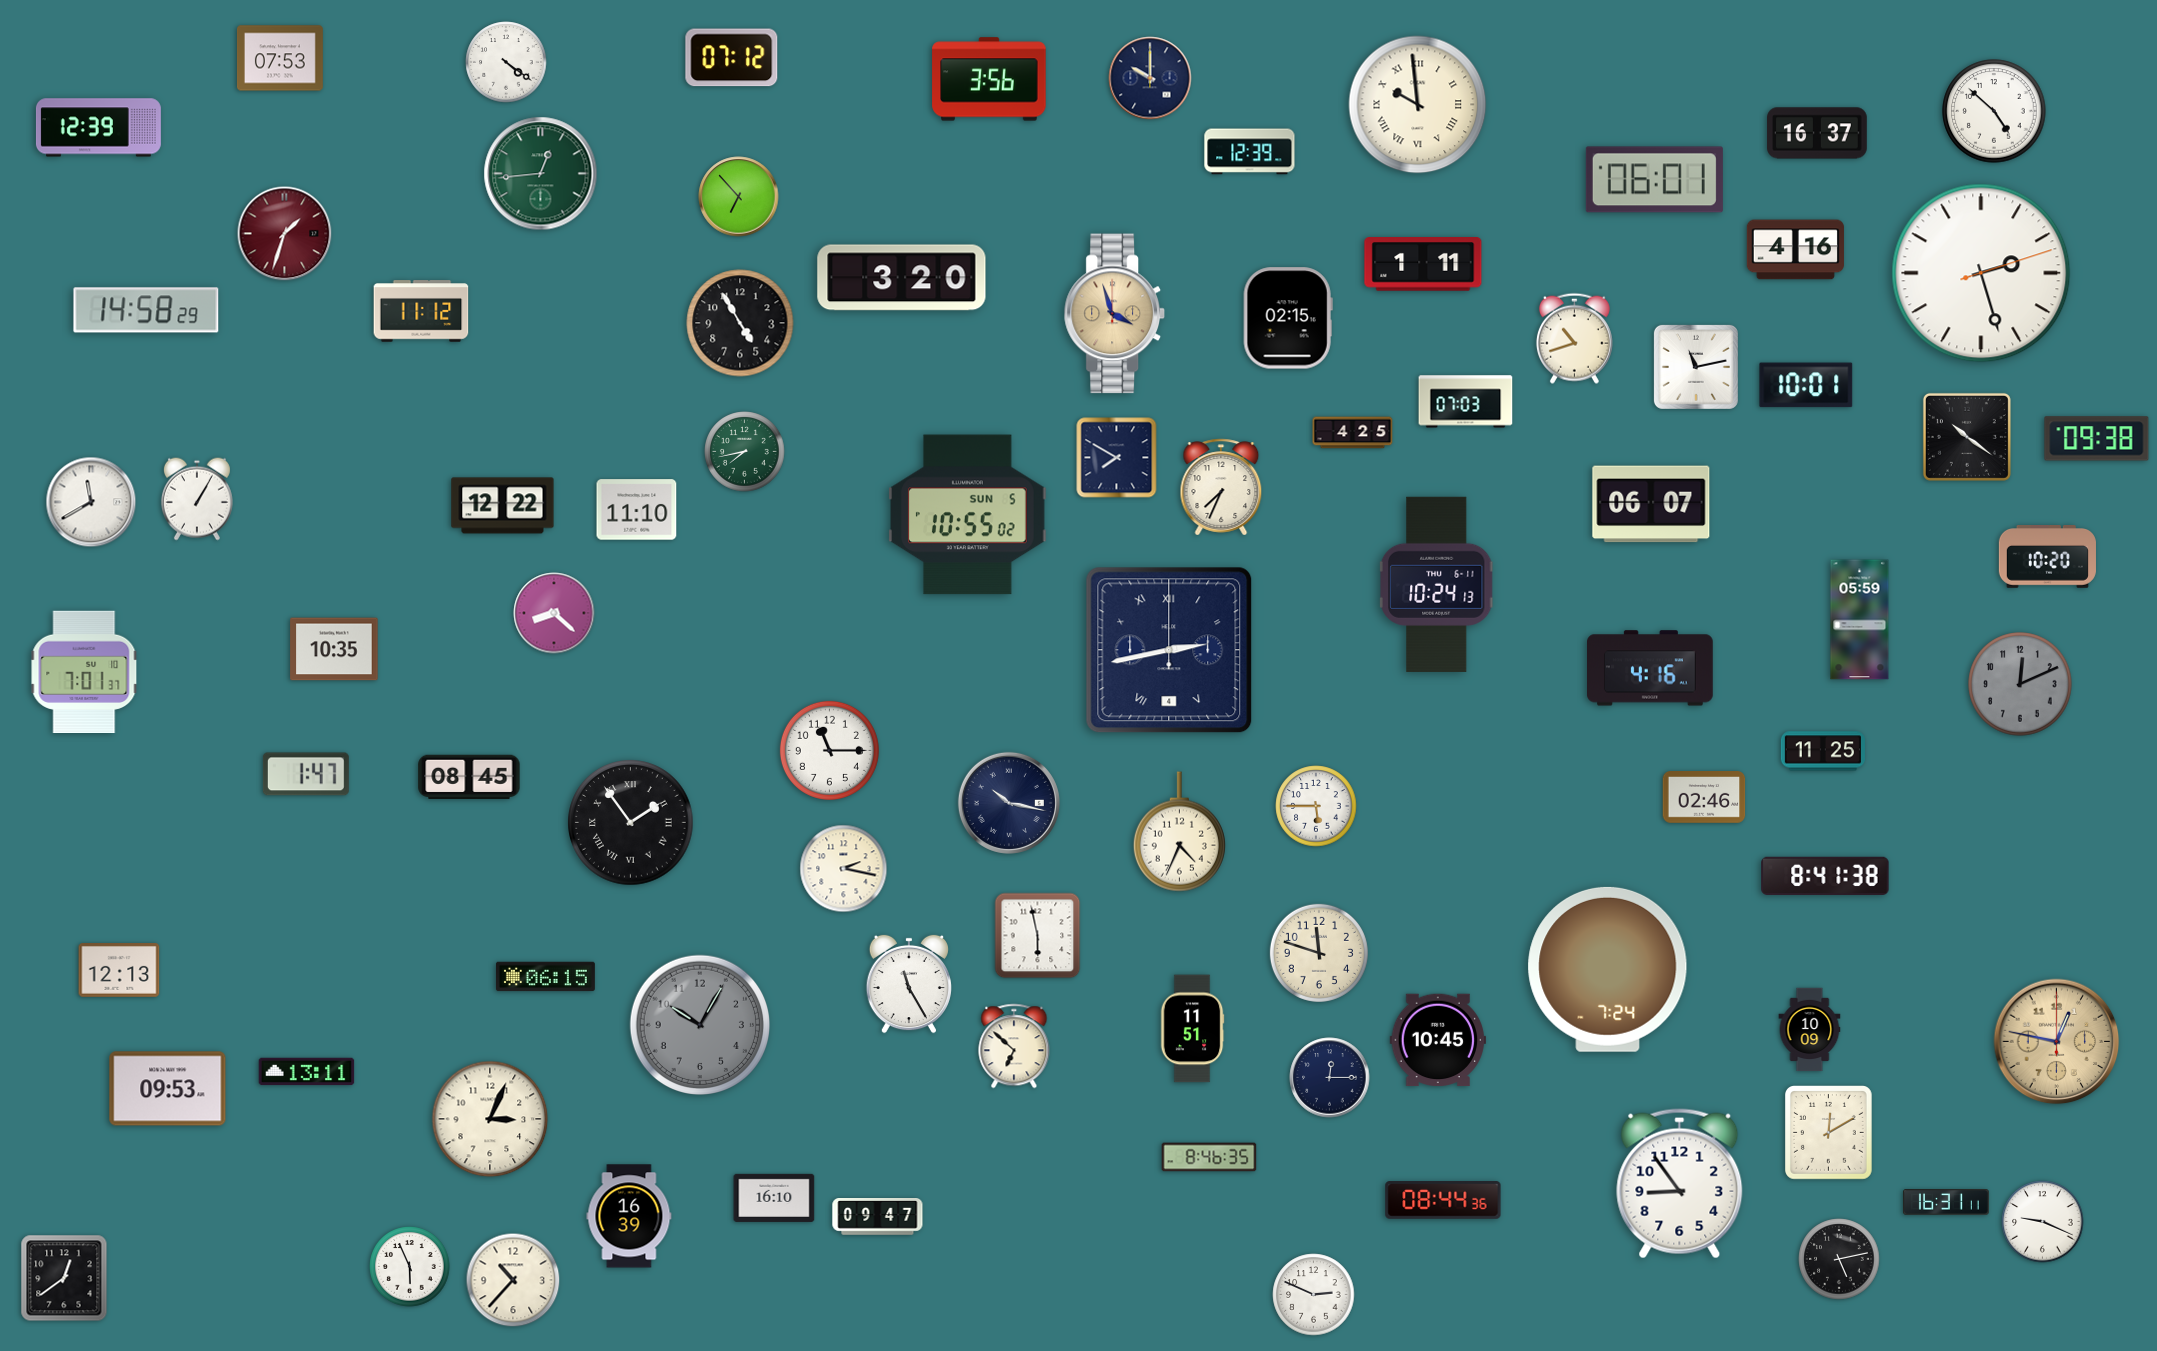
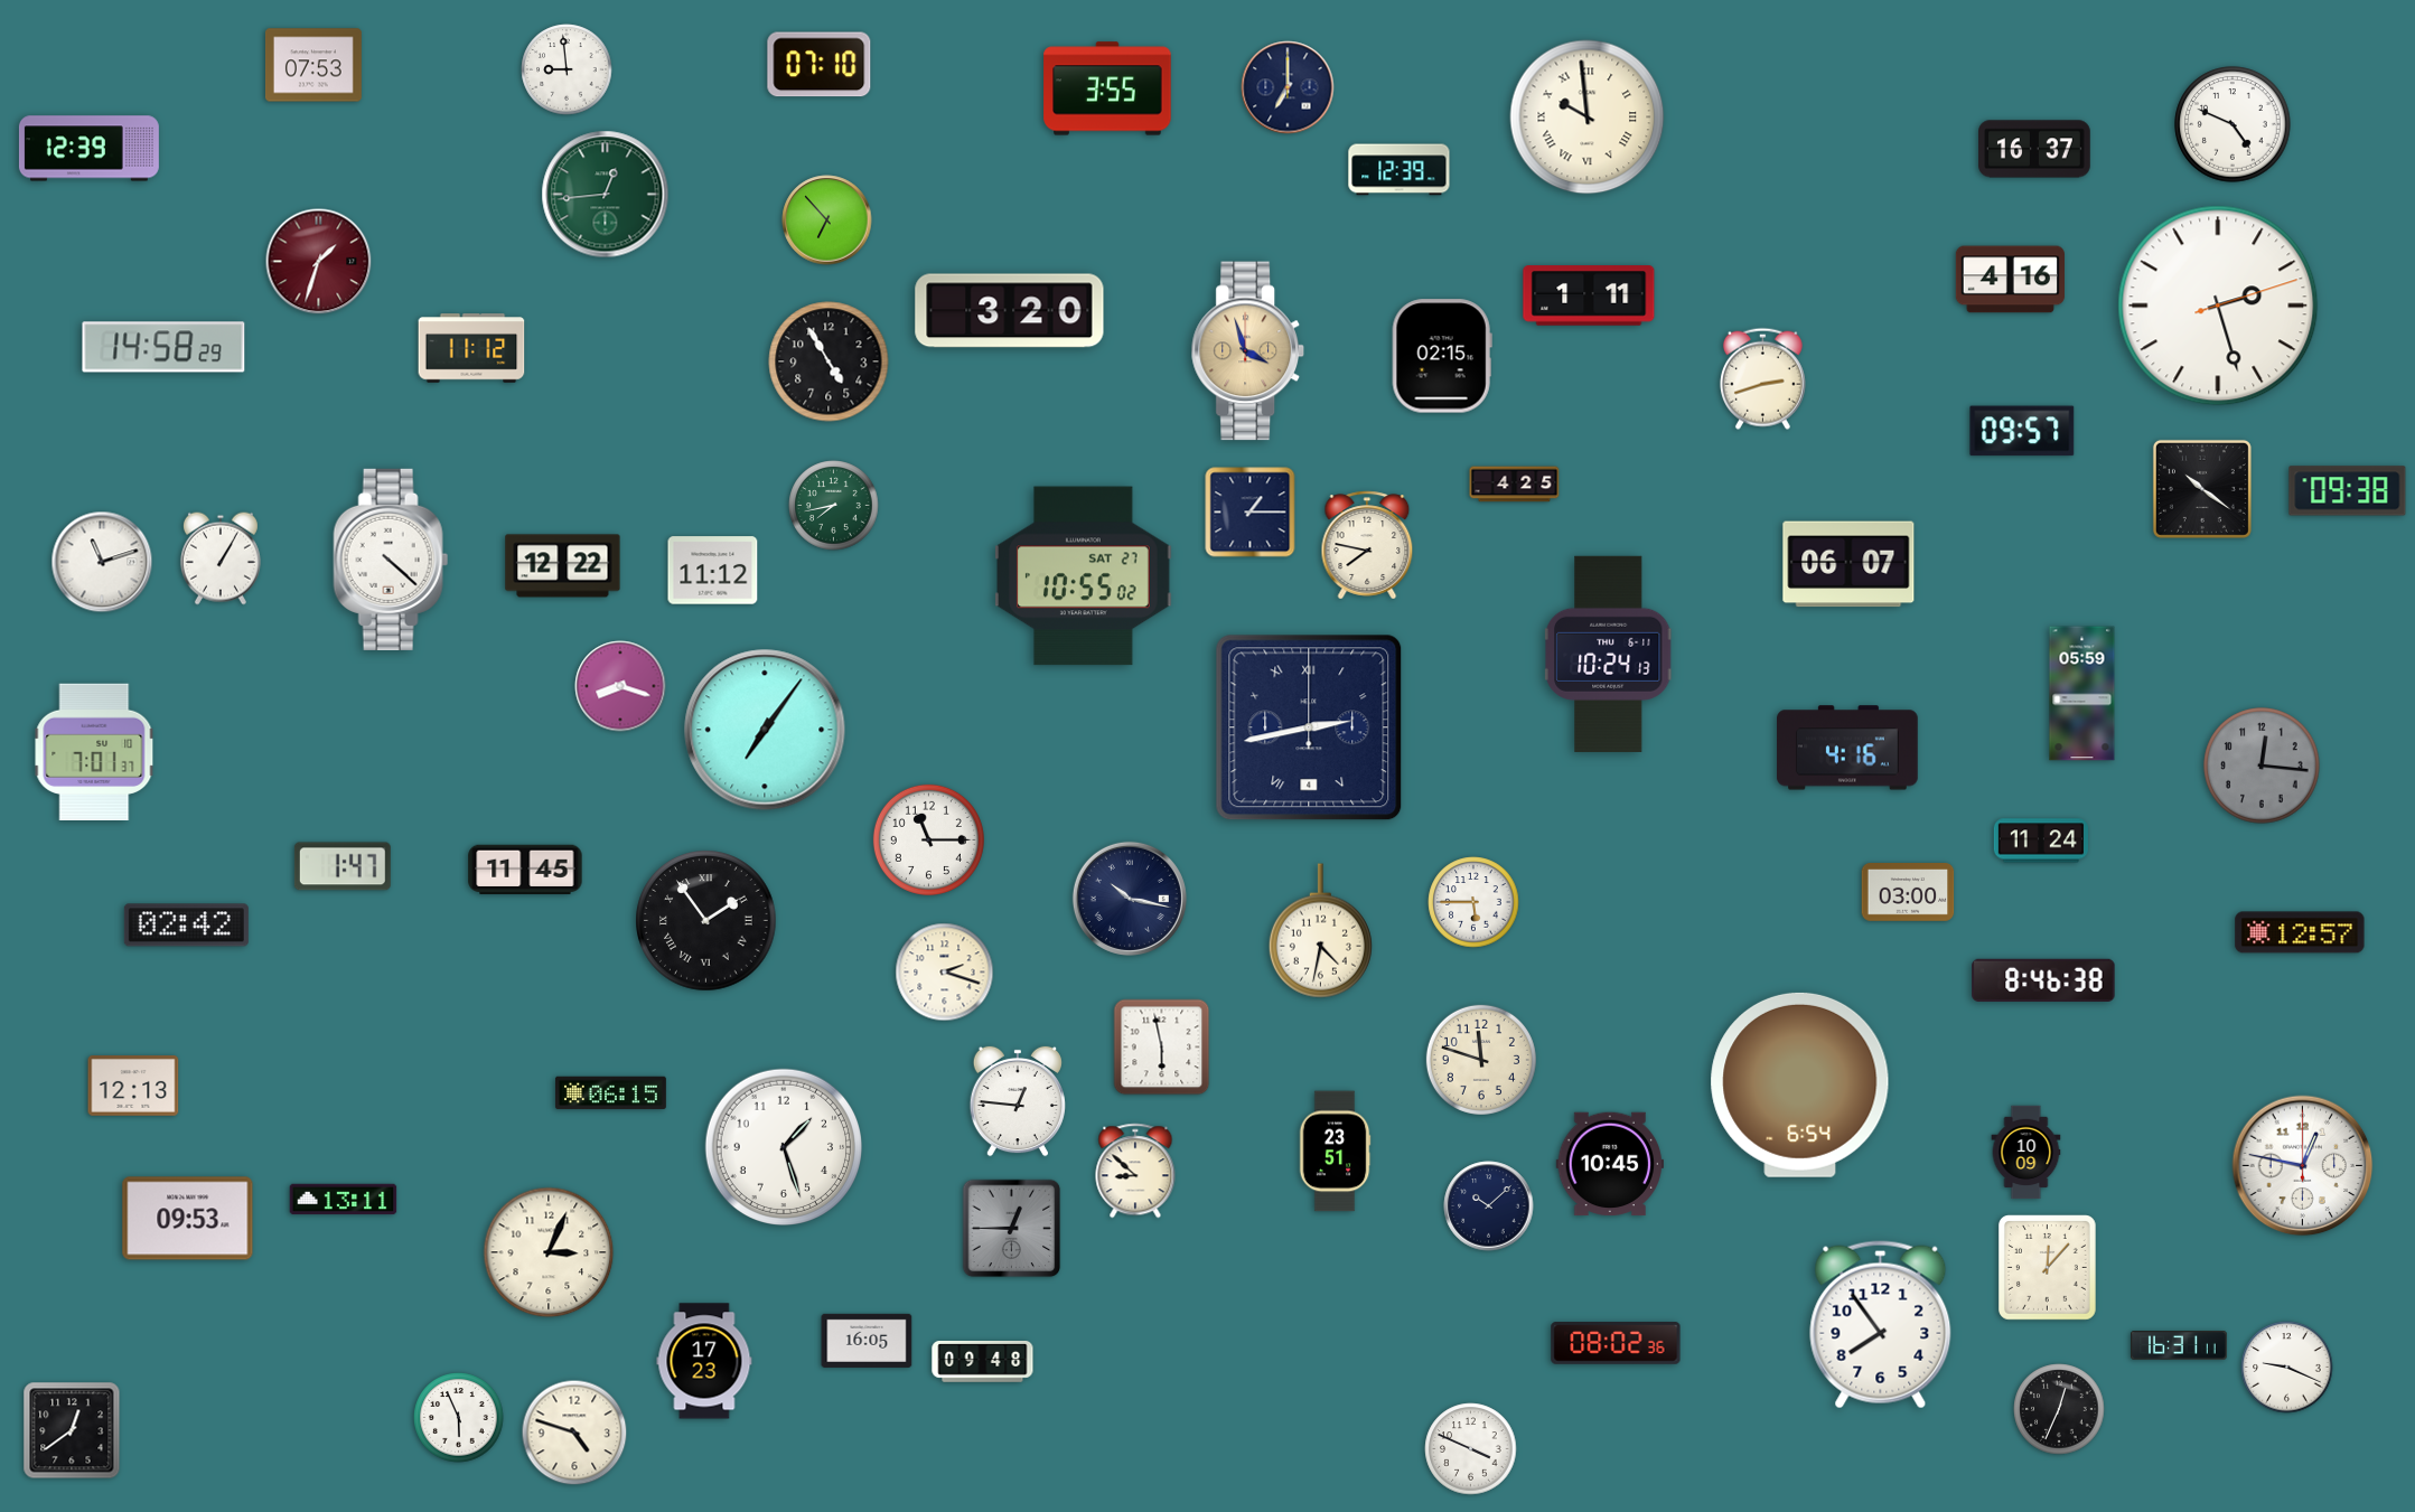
clock at (732, 58): 07:12 -> 07:10
clock at (506, 62): 4:21 -> 8:59
clock at (1150, 78): 10:00 -> 7:00
clock at (989, 79): 3:56 -> 3:55
clock at (1994, 111): 4:52 -> 4:49
clock at (98, 128) position: (98, 128) -> (88, 149)
clock at (1654, 180): 06:01 -> none
clock at (1423, 264) position: (1423, 264) -> (1589, 295)
clock at (1574, 338): 10:42 -> 2:42
clock at (1696, 367): 11:13 -> none
clock at (1806, 385): 10:01 -> 09:57
clock at (1466, 402): 07:03 -> none
clock at (1117, 458): 7:50 -> 1:15
clock at (1221, 487): 7:34 -> 7:47
clock at (391, 560): none -> 4:22
clock at (91, 502): 11:40 -> 11:12
clock at (637, 510): 11:10 -> 11:12
clock at (968, 515) date: SUN 5 -> SAT 27
clock at (2047, 557): 10:20 -> none
clock at (554, 613): 8:22 -> 8:18
clock at (334, 649): 10:35 -> none
clock at (765, 730): none -> 7:06
clock at (2020, 684): 12:11 -> 12:16
clock at (1823, 751): 11:25 -> 11:24
clock at (469, 777): 08:45 -> 11:45
clock at (1704, 798): 02:46 -> 03:00
clock at (186, 926): none -> 02:42
clock at (1179, 832): 4:34 -> 4:32
clock at (2300, 932): none -> 12:57
clock at (844, 869): 2:17 -> 2:18
clock at (1825, 875): 8:41 -> 8:46
clock at (1319, 953) position: (1319, 953) -> (1481, 1060)
clock at (1608, 969): 7:24 -> 6:54
clock at (908, 984): 11:25 -> 12:46
clock at (699, 1024): 10:05 -> 1:27
clock at (699, 1024) dial: grey -> white
clock at (1192, 1029): 11:51 -> 23:51
clock at (2057, 1042) dial: champagne -> white
clock at (1014, 1046): 6:52 -> 8:52
clock at (1330, 1078): 12:15 -> 10:08
clock at (1012, 1229): none -> 12:45
clock at (1829, 1133): 12:10 -> 12:07
clock at (1209, 1157): 8:46 -> none
clock at (1680, 1184): 8:54 -> 7:54
clock at (774, 1198): 16:10 -> 16:05
clock at (1443, 1200): 08:44 -> 08:02
clock at (629, 1216): 16:39 -> 17:23
clock at (878, 1217): 09:47 -> 09:48
clock at (1839, 1259): 5:13 -> 12:34
clock at (513, 1280): 10:37 -> 4:48
clock at (1314, 1295): 2:49 -> 3:49
